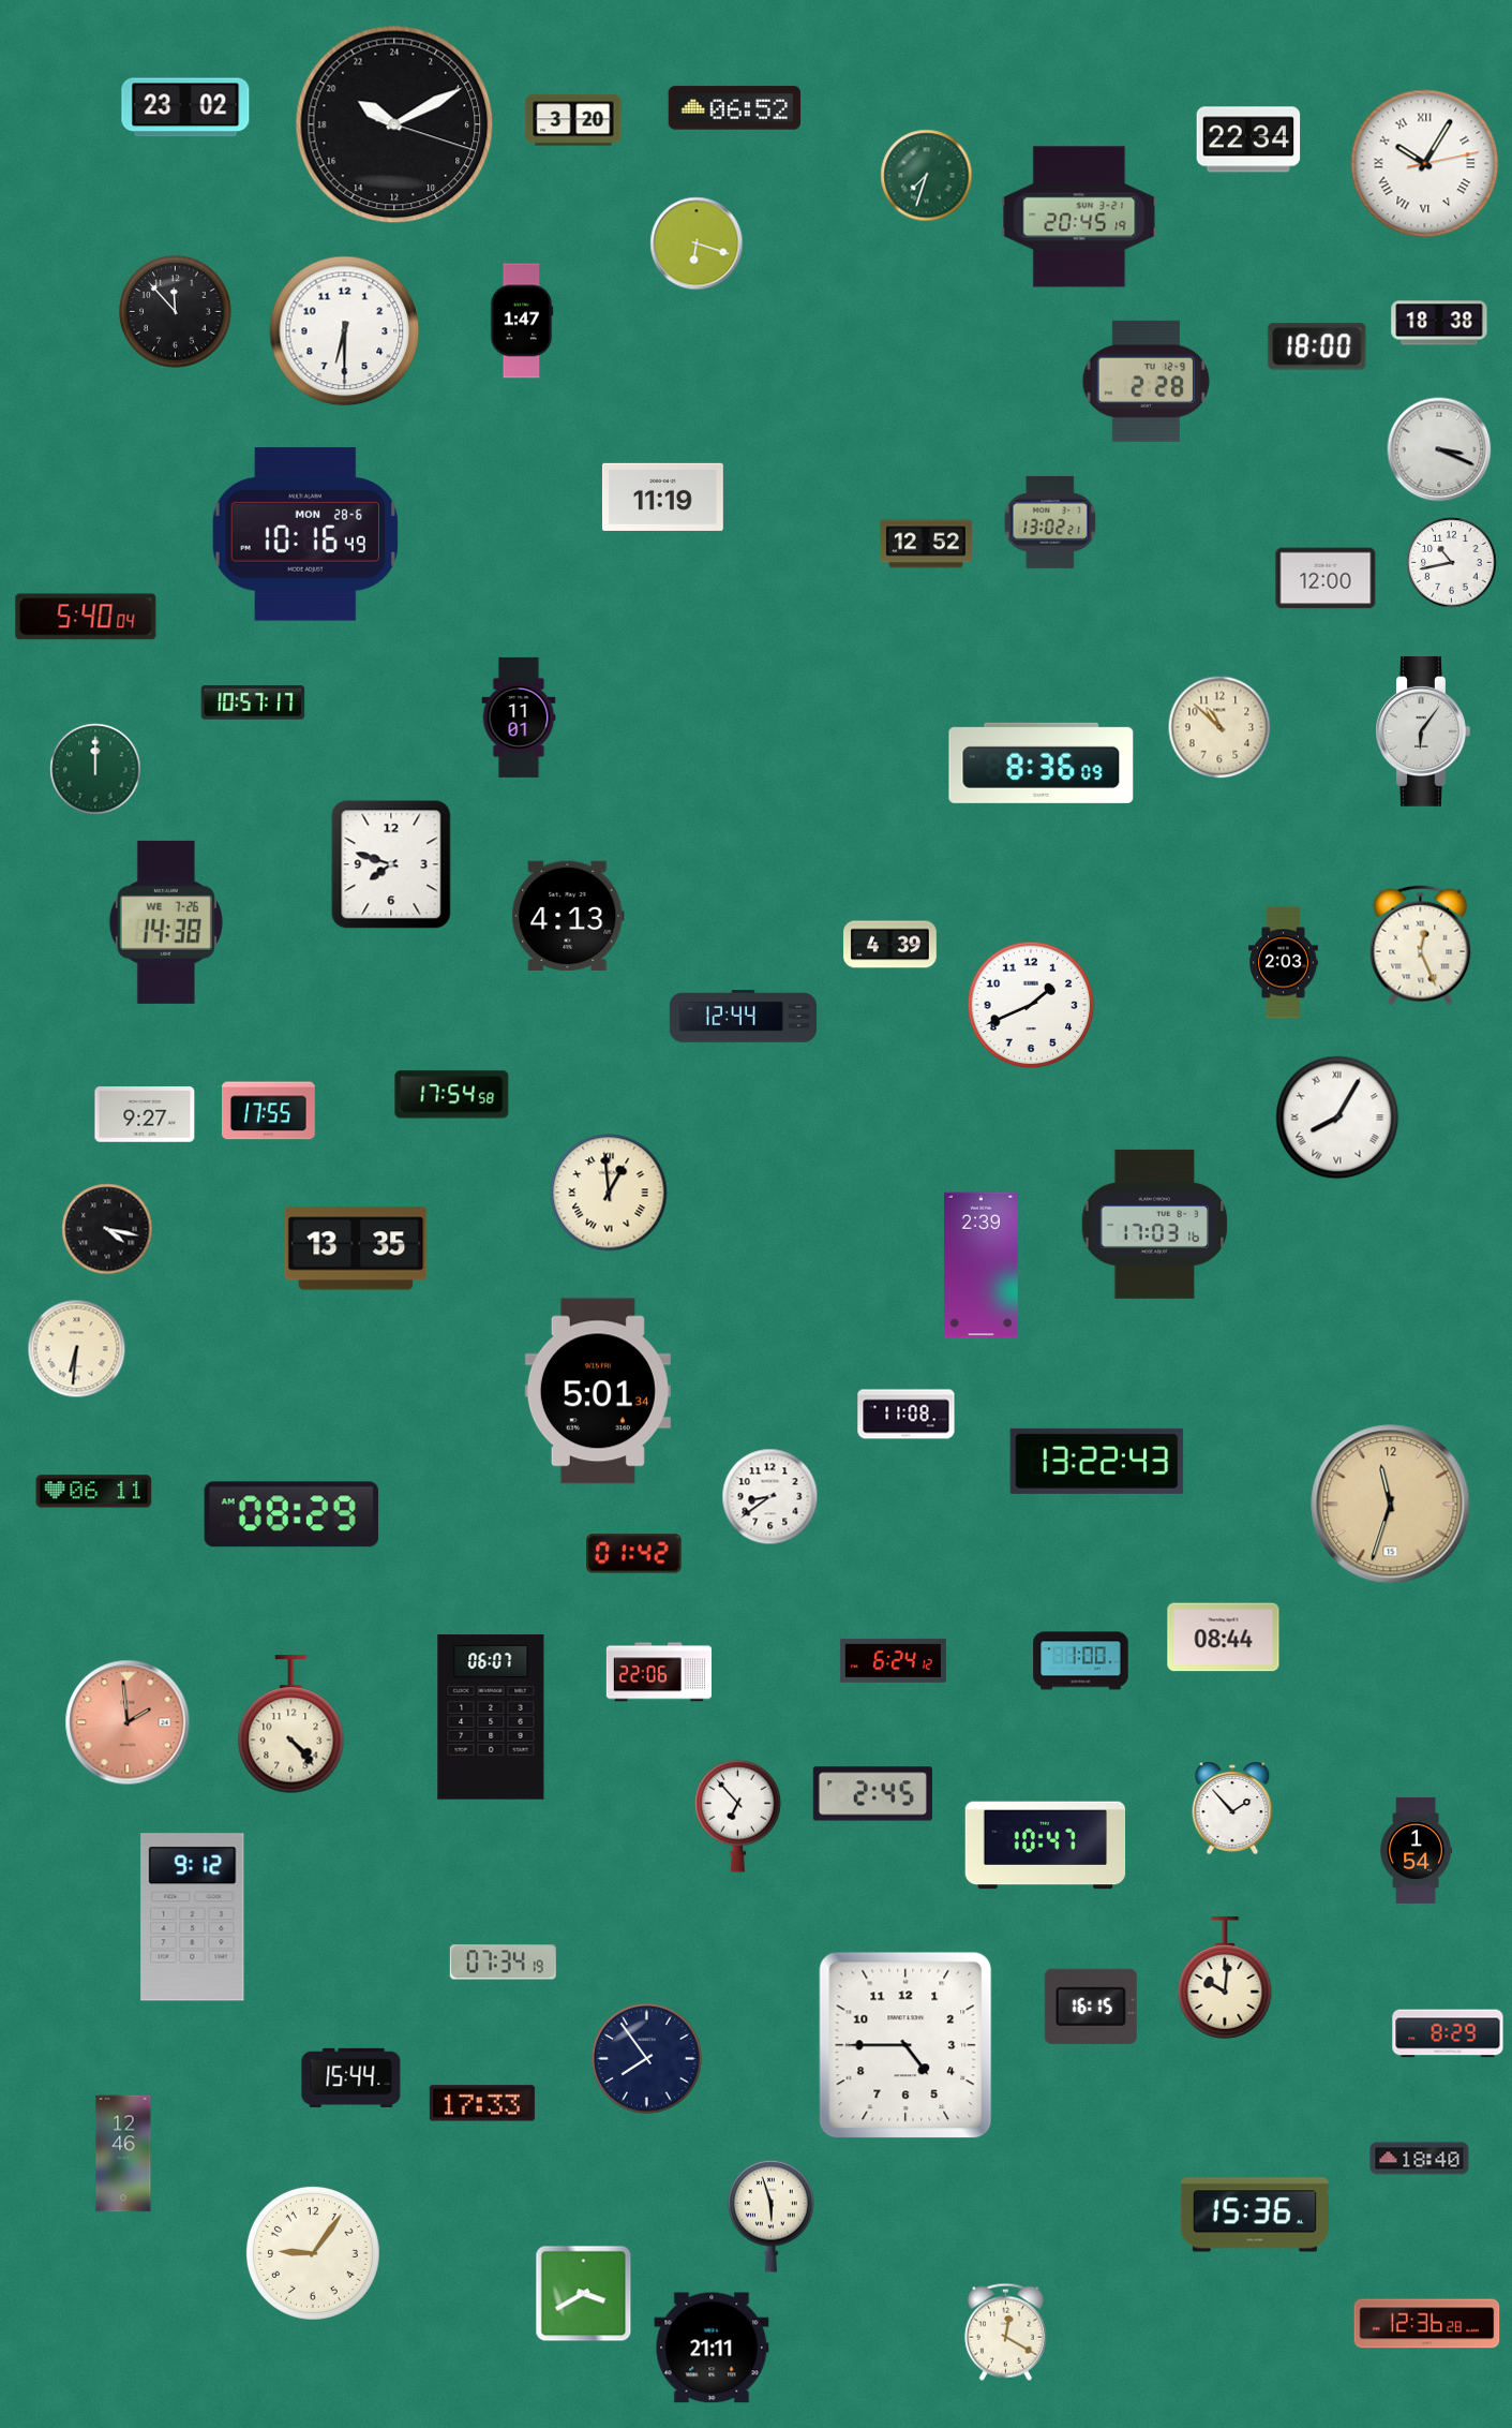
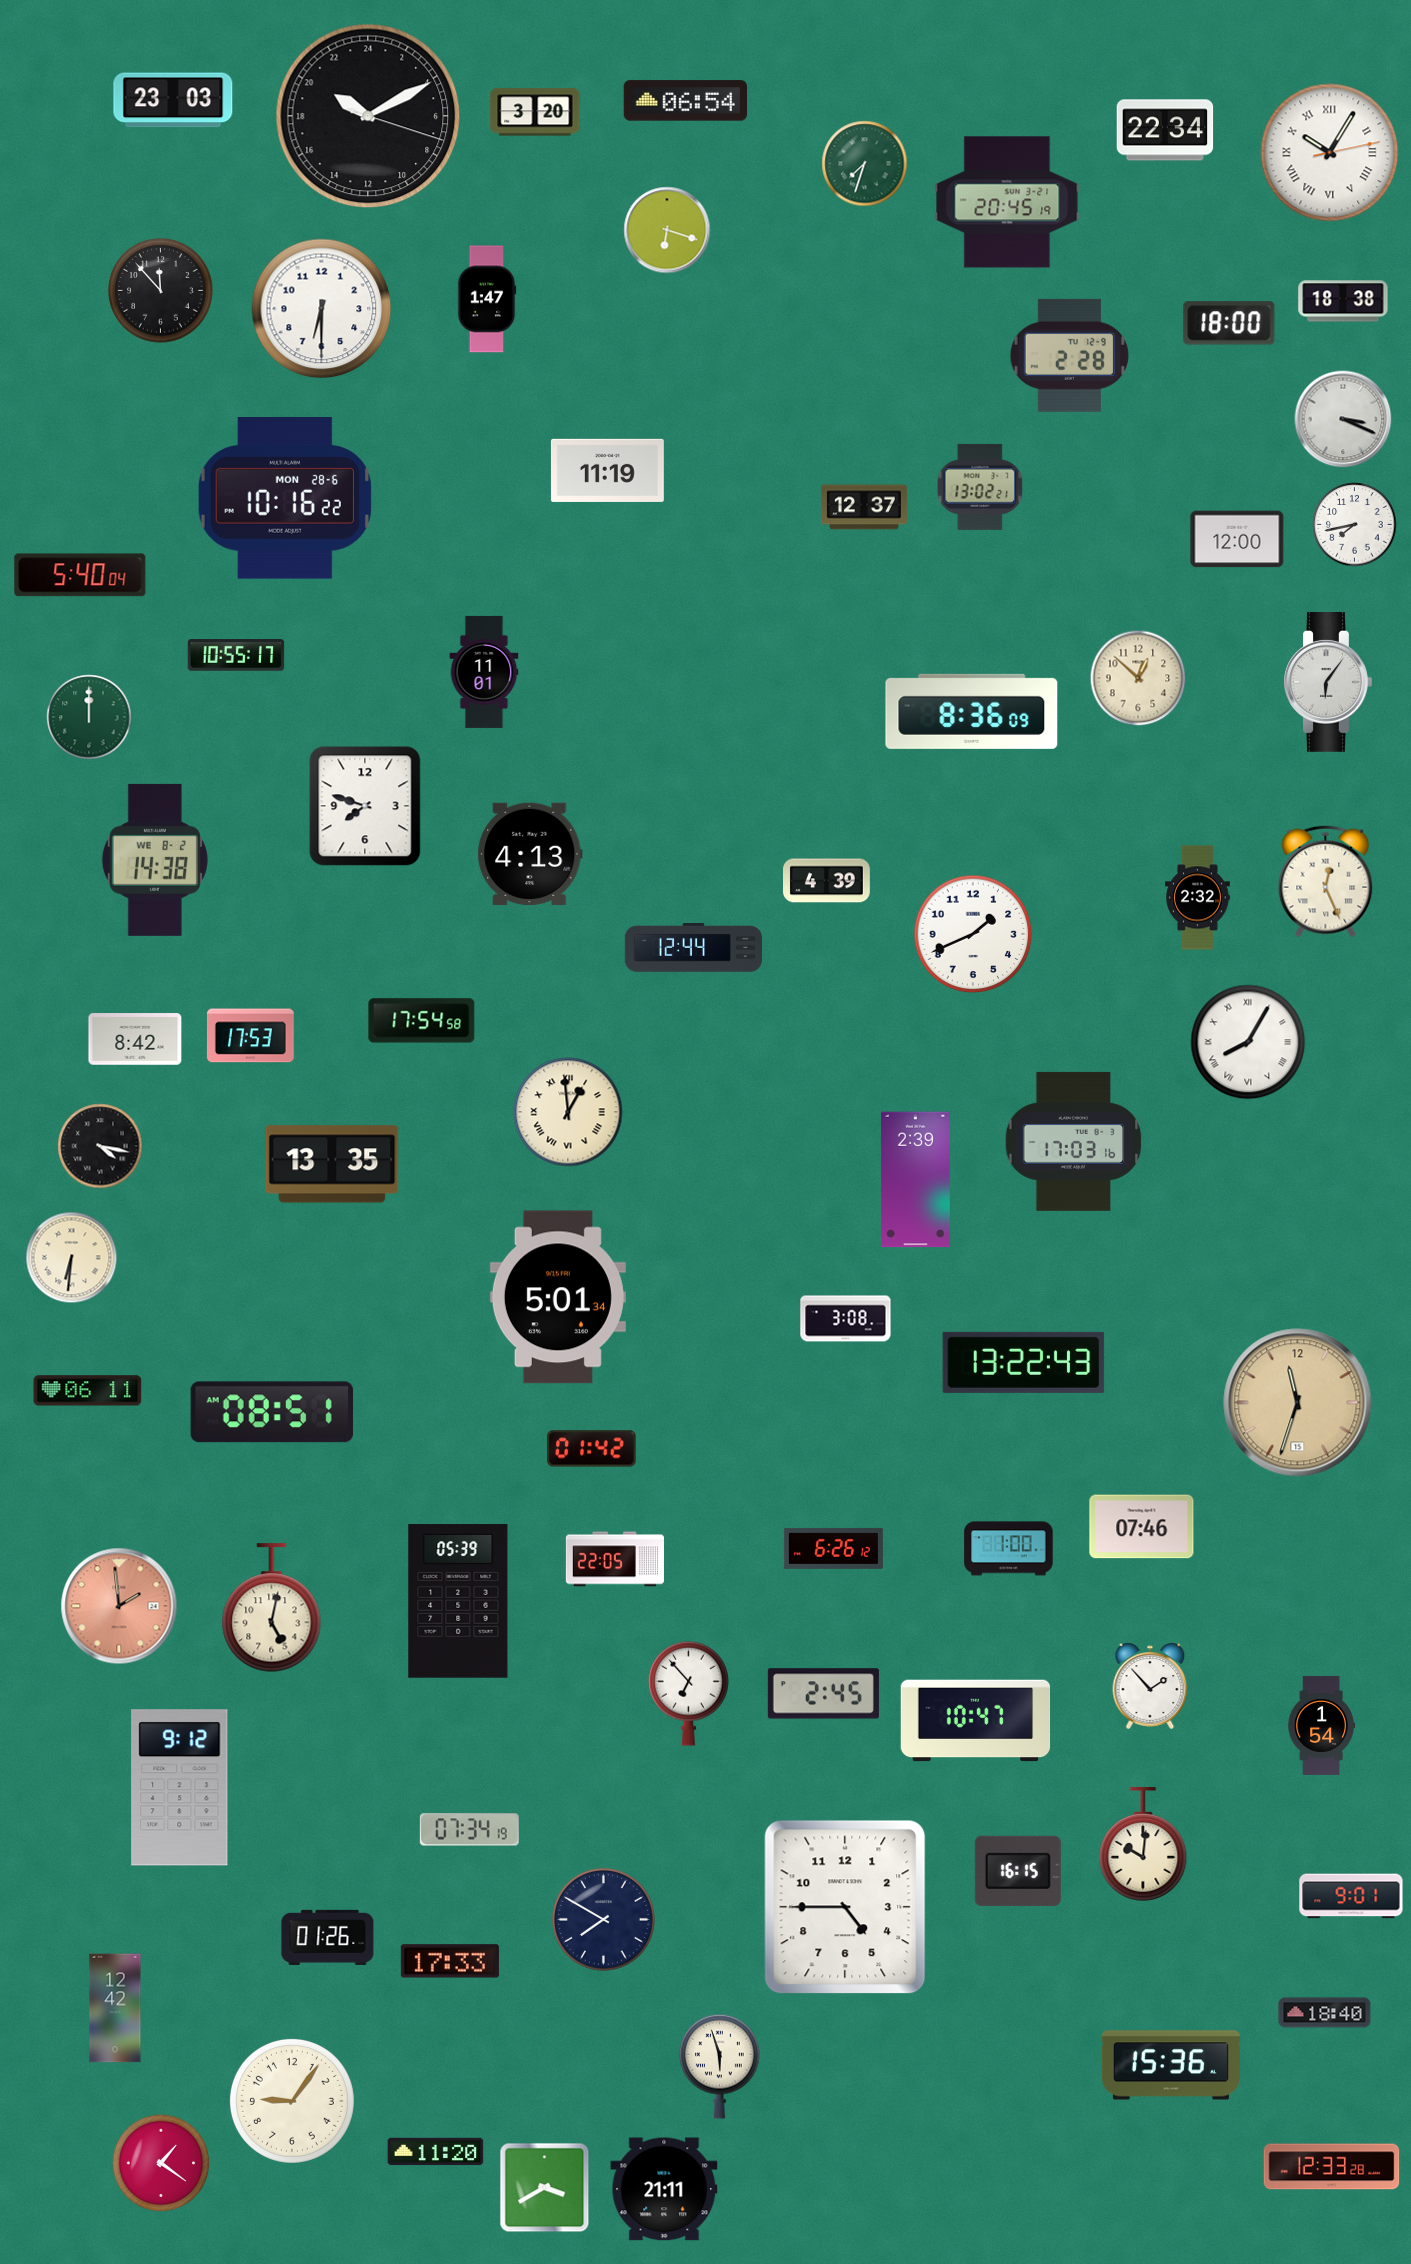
clock at (185, 107): 23:02 -> 23:03
clock at (734, 108): 06:52 -> 06:54
clock at (697, 243) position: (697, 243) -> (667, 230)
clock at (176, 312) position: (176, 312) -> (161, 291)
clock at (662, 497) position: (662, 497) -> (607, 470)
clock at (305, 534): 10:16:49 -> 10:16:22
clock at (926, 544): 12:52 -> 12:37
clock at (1452, 563): 10:43 -> 7:43
clock at (253, 702): 10:57 -> 10:55
clock at (519, 717) position: (519, 717) -> (484, 672)
clock at (1219, 727): 10:52 -> 12:52
clock at (166, 922) date: WE 7-26 -> WE 8-2
clock at (890, 945) position: (890, 945) -> (827, 881)
clock at (1284, 963): 2:03 -> 2:32
clock at (1031, 1005) position: (1031, 1005) -> (973, 934)
clock at (268, 1111): 17:55 -> 17:53
clock at (145, 1114): 9:27 -> 8:42
clock at (1155, 1224) position: (1155, 1224) -> (1074, 1141)
clock at (907, 1415): 11:08 -> 3:08
clock at (770, 1497): 8:39 -> none
clock at (291, 1514): 08:29 -> 08:51
clock at (1224, 1638): 08:44 -> 07:46
clock at (893, 1660): 6:24 -> 6:26
clock at (659, 1672): 22:06 -> 22:05
clock at (491, 1717): 06:07 -> 05:39
clock at (291, 1724): 4:23 -> 5:02
clock at (872, 1794) position: (872, 1794) -> (823, 1694)
clock at (1448, 2033): 8:29 -> 9:01
clock at (646, 2058): 7:54 -> 7:50
clock at (351, 2077): 15:44 -> 01:26
clock at (123, 2153): 12:46 -> 12:42
clock at (584, 2294) position: (584, 2294) -> (545, 2188)
clock at (436, 2152): none -> 11:20
clock at (161, 2163): none -> 1:21
clock at (1427, 2324): 12:36 -> 12:33
clock at (1005, 2331): 12:20 -> none
